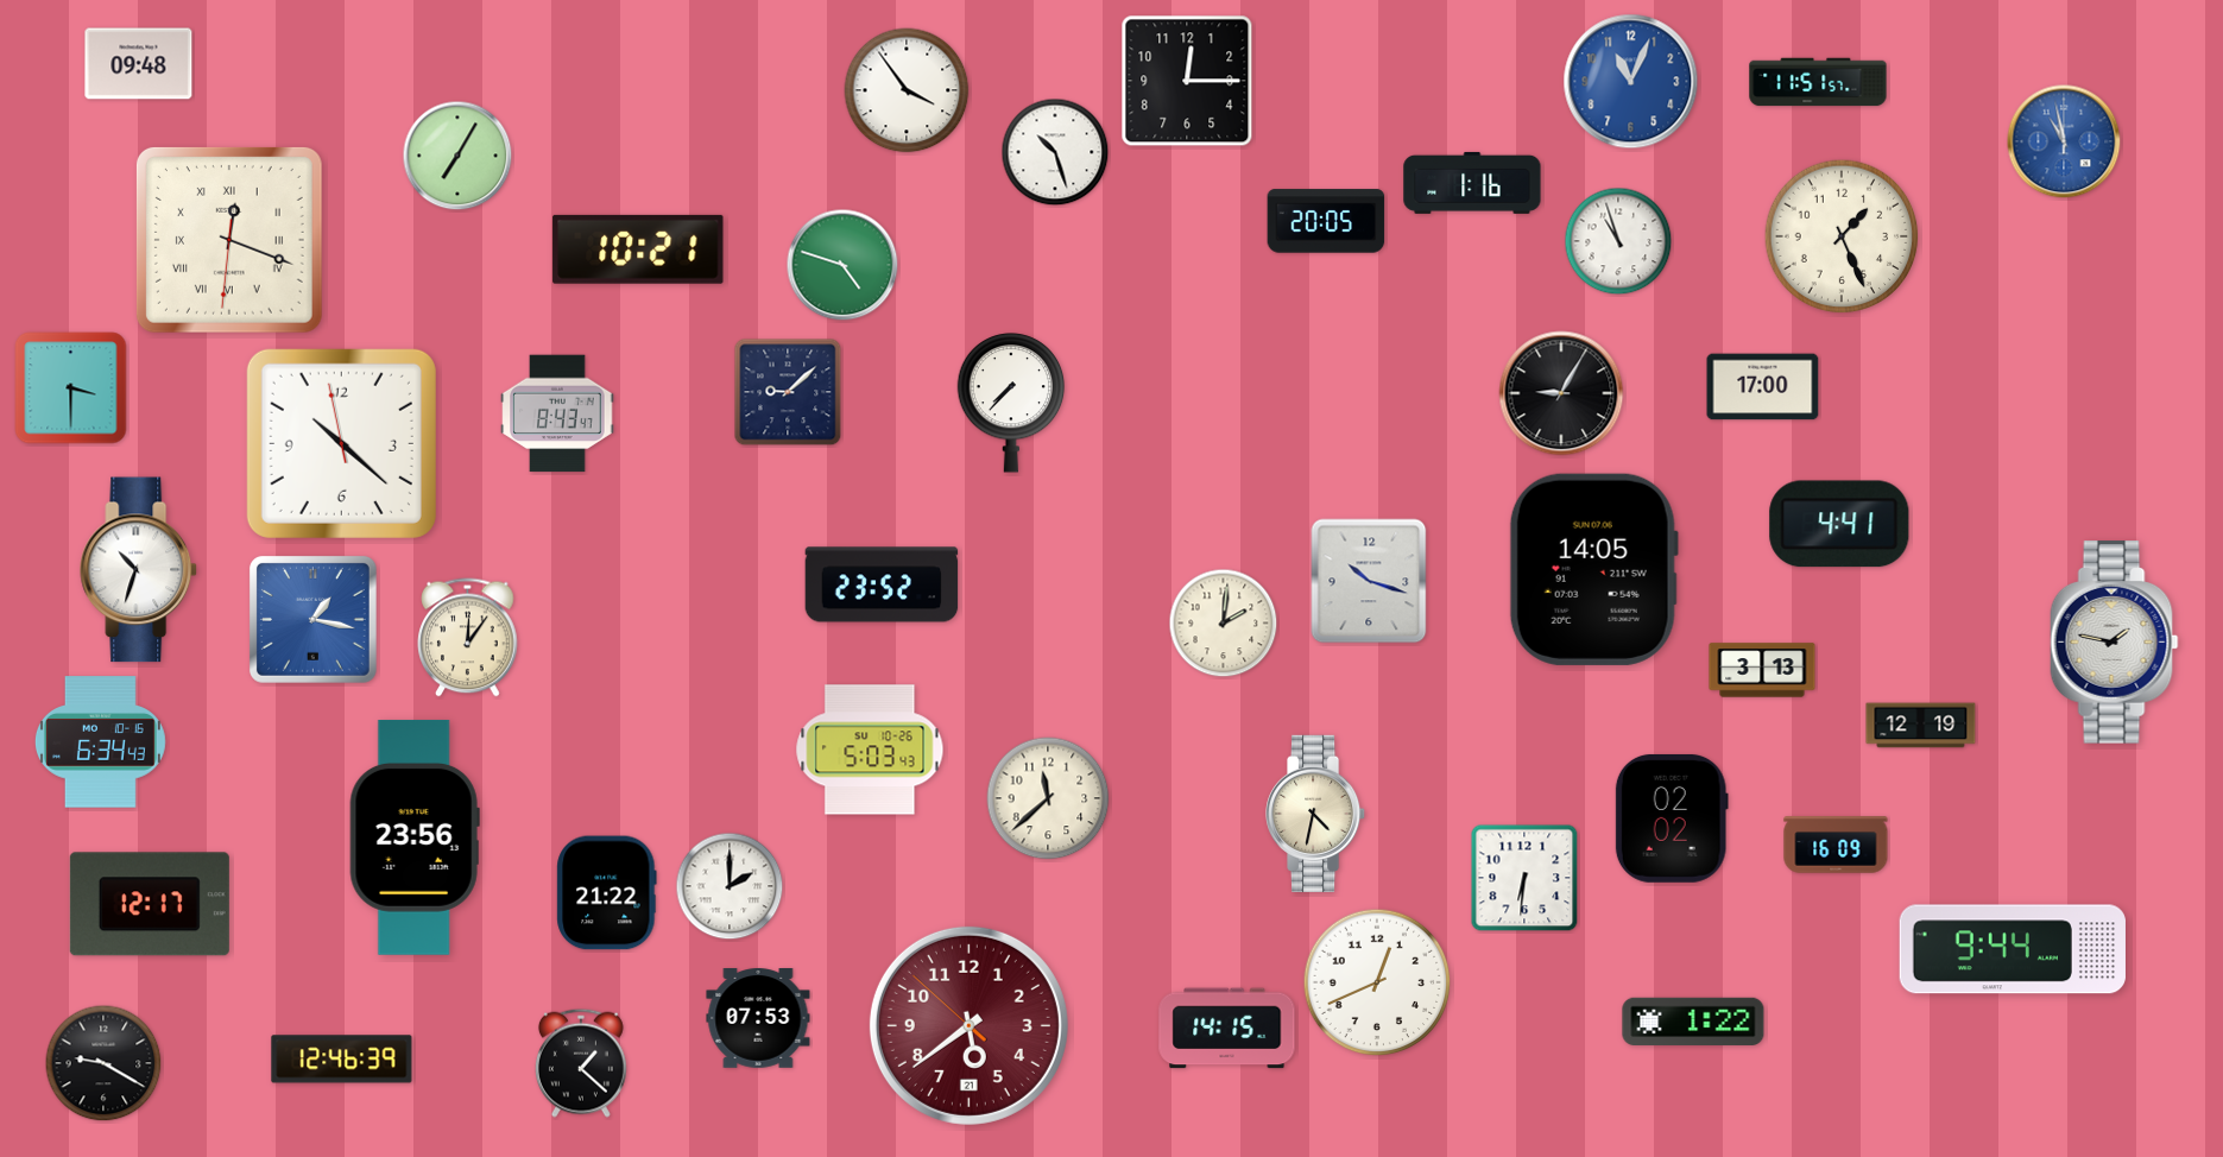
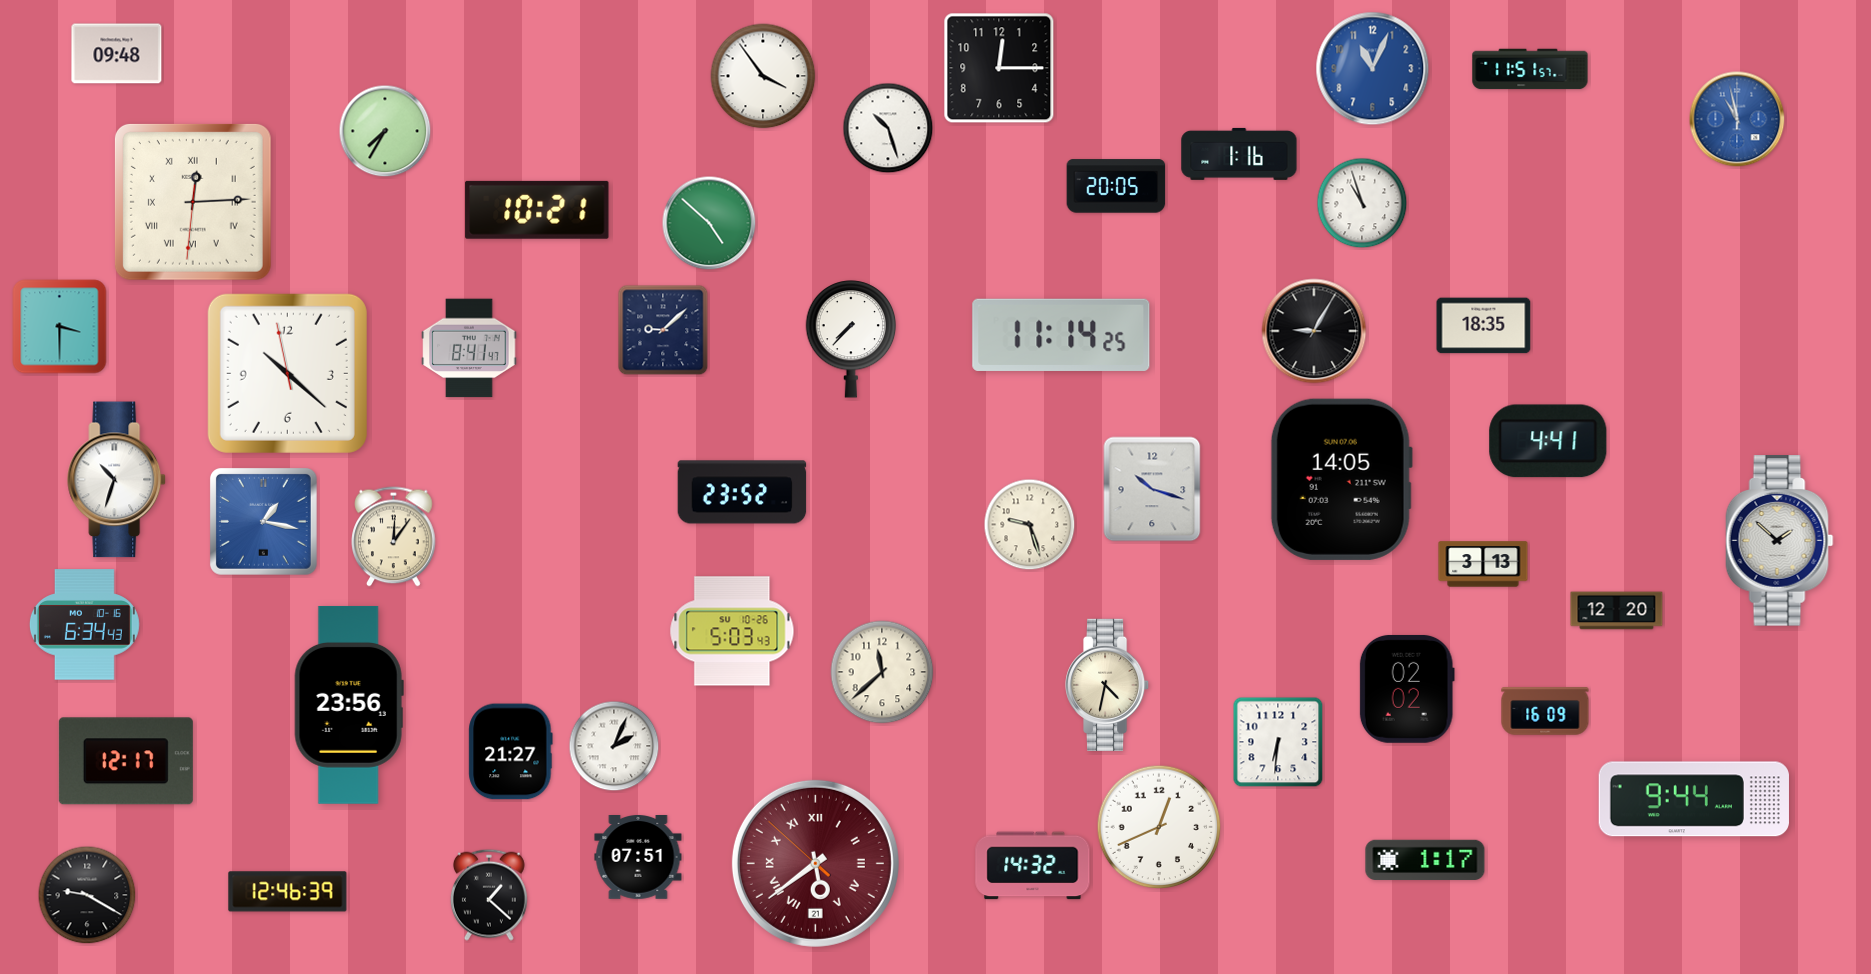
clock at (457, 156): 7:05 -> 7:35
clock at (1842, 236): 1:26 -> none
clock at (229, 240): 12:18 -> 12:14
clock at (842, 265): 4:48 -> 4:52
clock at (1763, 387): 17:00 -> 18:35
clock at (1061, 335): none -> 11:14
clock at (557, 413): 8:43 -> 8:41
clock at (1224, 624): 2:01 -> 9:27
clock at (2115, 643): 1:47 -> 1:52
clock at (1921, 726): 12:19 -> 12:20
clock at (1524, 878) position: (1524, 878) -> (1278, 742)
clock at (730, 886): 2:00 -> 2:04
clock at (607, 893): 21:22 -> 21:27
clock at (758, 1018): 07:53 -> 07:51
clock at (1693, 1020): 1:22 -> 1:17
clock at (968, 1025) numerals: Arabic -> Roman
clock at (1227, 1029): 14:15 -> 14:32
